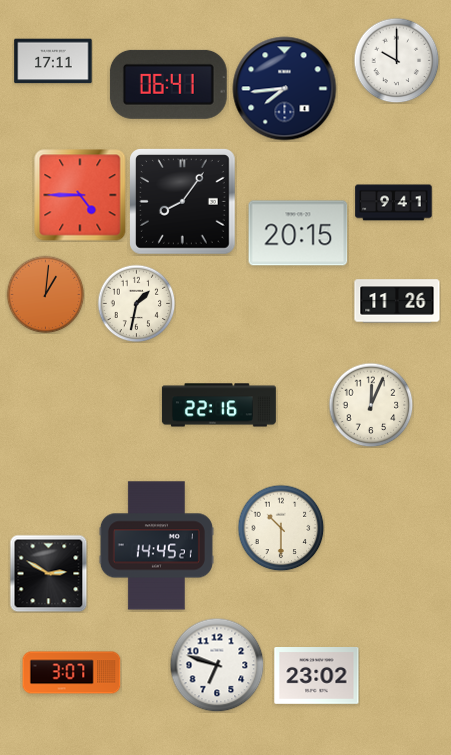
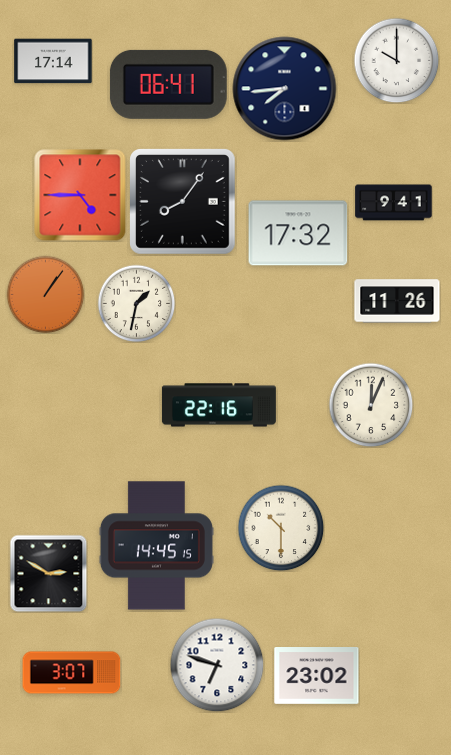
clock at (53, 61): 17:11 -> 17:14
clock at (298, 233): 20:15 -> 17:32
clock at (45, 294): 1:01 -> 1:06
clock at (156, 546): 14:45:21 -> 14:45:15
